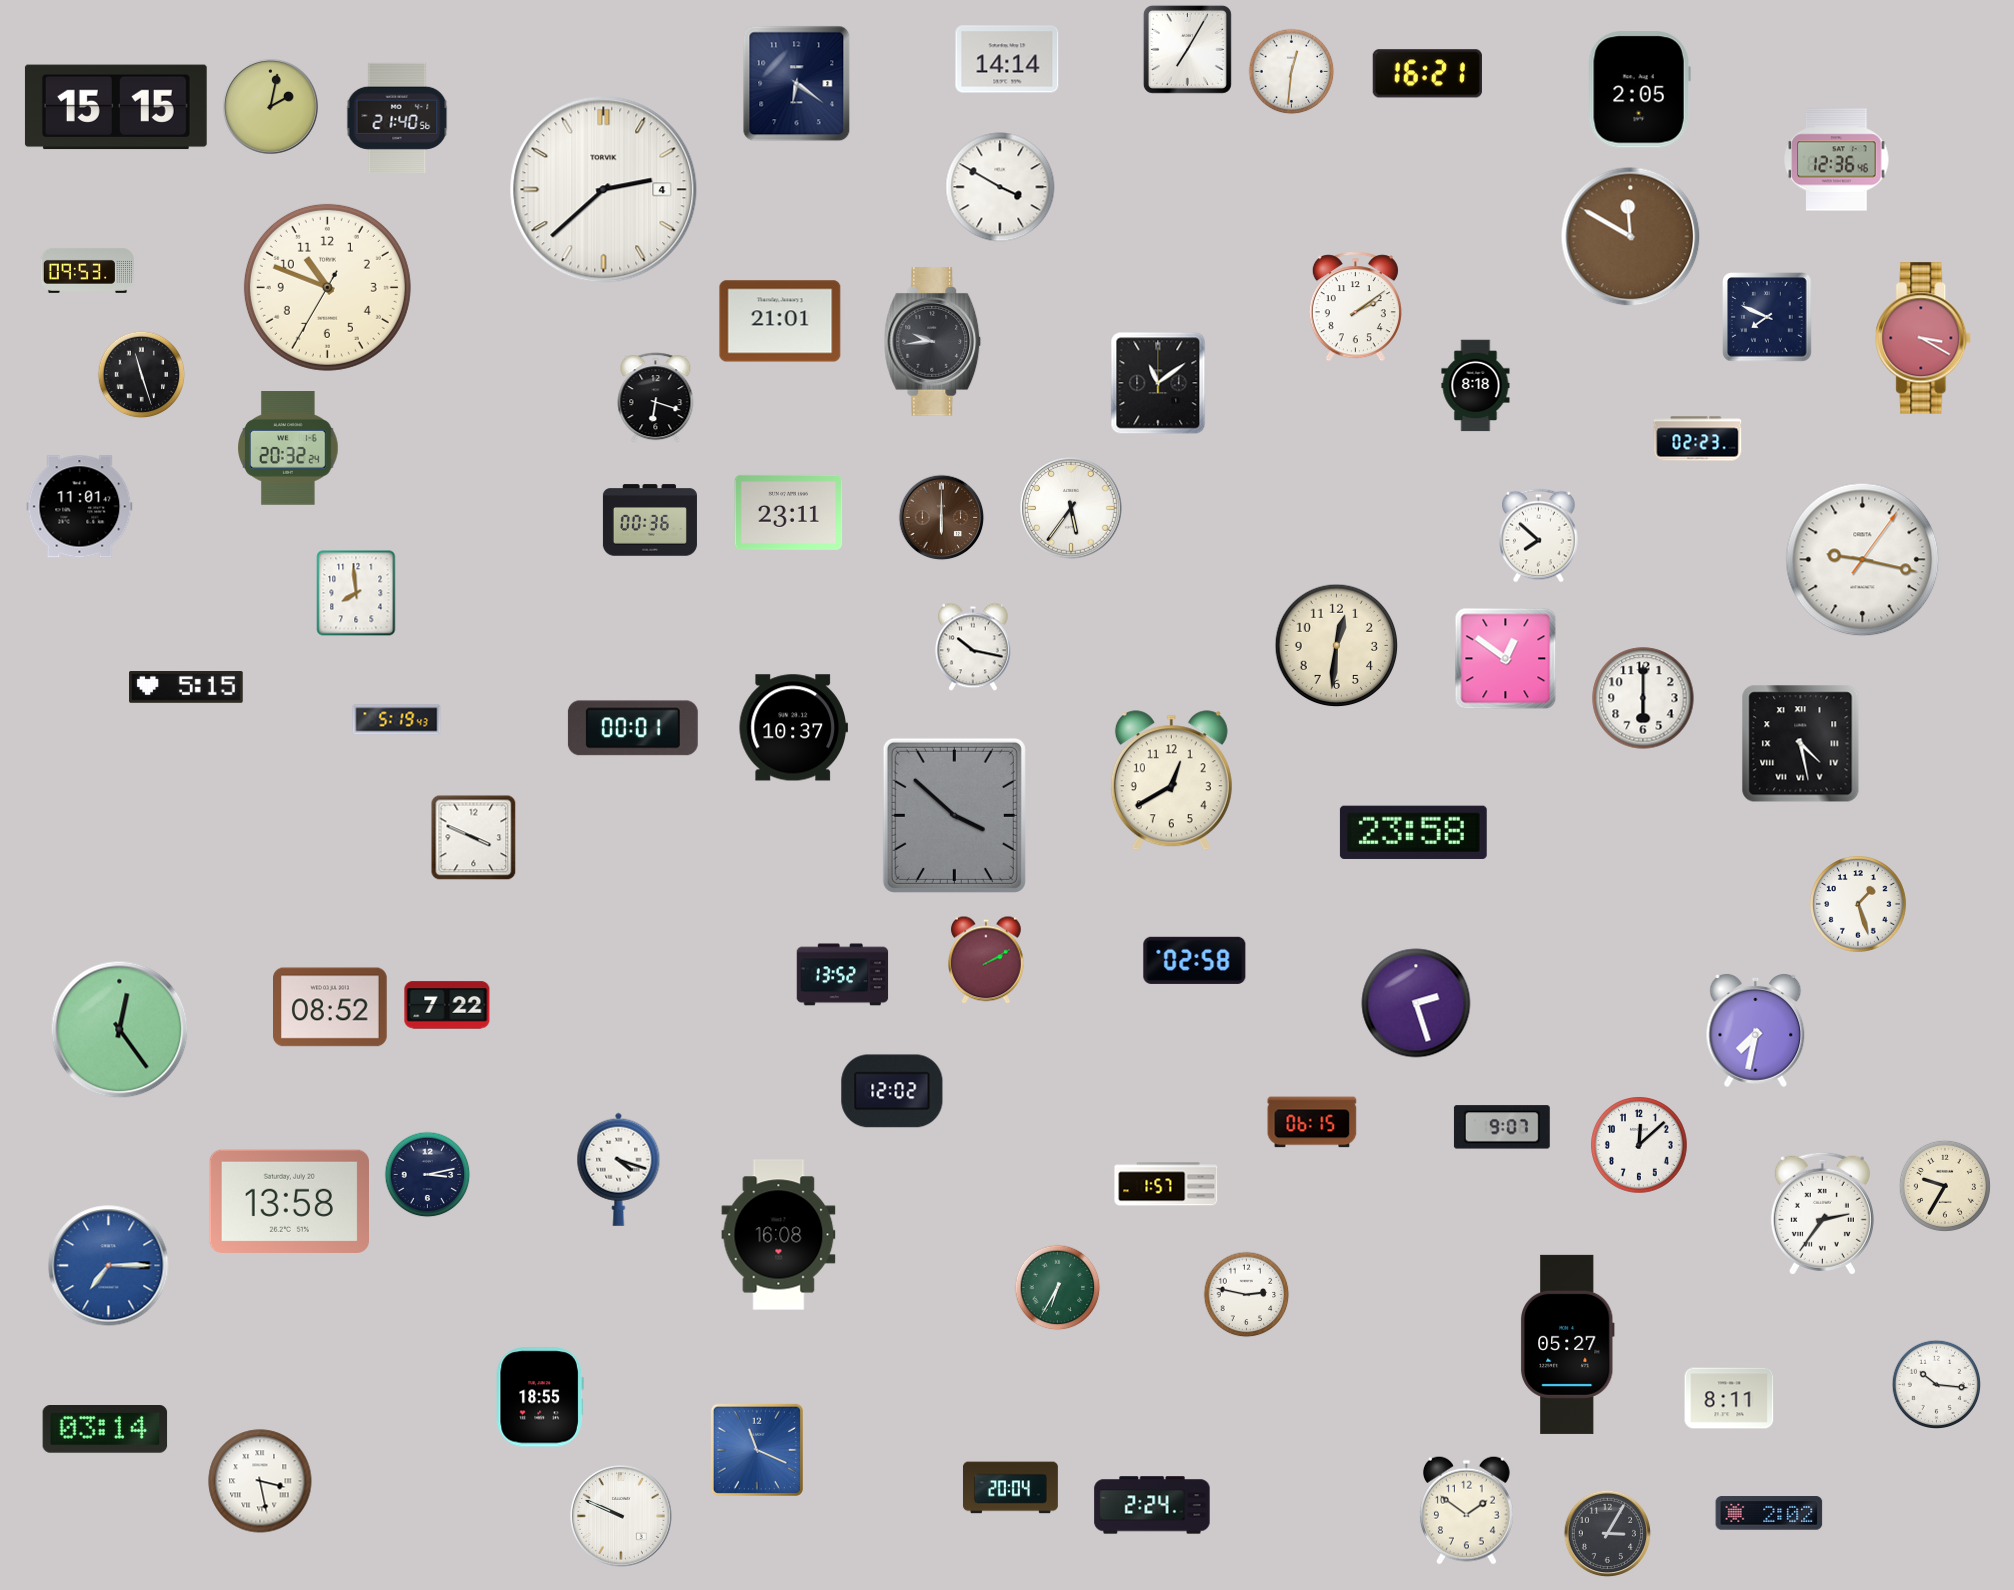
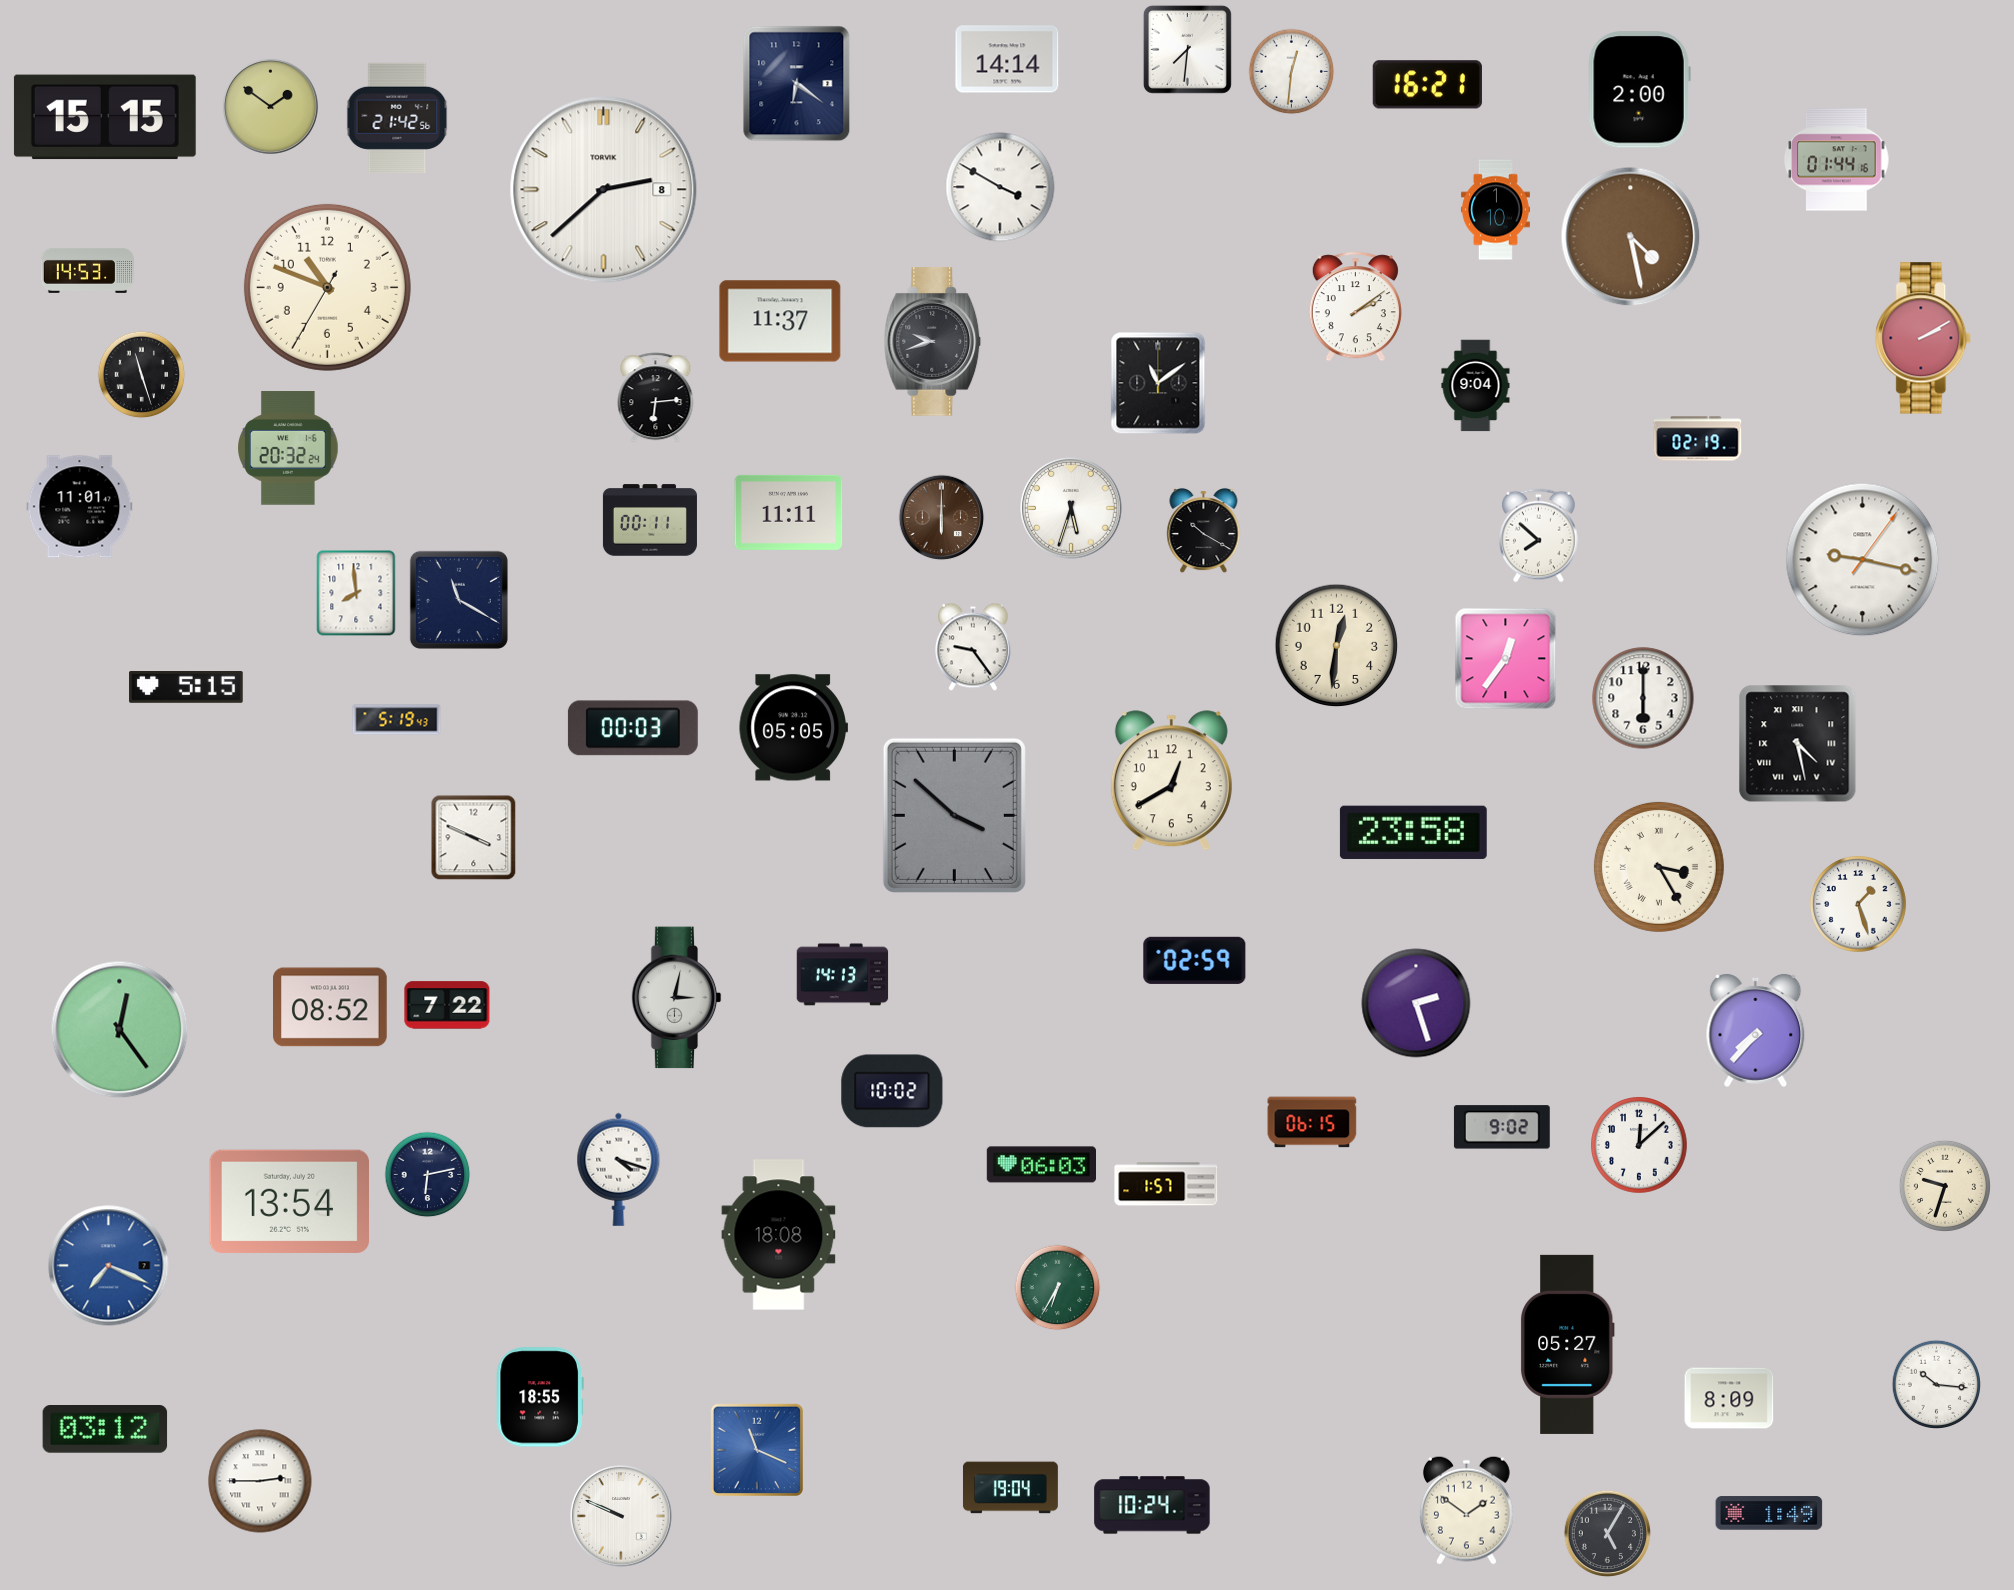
clock at (1187, 49): 7:05 -> 7:31
clock at (1427, 74) position: (1427, 74) -> (1427, 85)
clock at (1639, 90): 2:05 -> 2:00
clock at (270, 106): 2:02 -> 1:51
clock at (116, 107) position: (116, 107) -> (105, 117)
clock at (397, 118): 21:40 -> 21:42
clock at (1837, 160): 12:36 -> 01:44
clock at (604, 190) date: 4 -> 8
clock at (1495, 210): none -> 1:10
clock at (1631, 237): 11:50 -> 4:28
clock at (87, 270): 09:53 -> 14:53
clock at (1767, 317): 7:49 -> none
clock at (780, 321): 21:01 -> 11:37
clock at (1924, 338): 3:20 -> 2:10
clock at (933, 342): 9:44 -> 9:42
clock at (1476, 386): 8:18 -> 9:04
clock at (656, 398): 6:18 -> 6:14
clock at (1698, 439): 02:23 -> 02:19
clock at (1072, 509): 5:36 -> 5:33
clock at (789, 512): 23:11 -> 11:11
clock at (650, 520): 00:36 -> 00:11
clock at (1204, 531): none -> 10:20
clock at (459, 600): none -> 11:20
clock at (973, 647): 10:17 -> 9:24
clock at (1506, 659): 12:51 -> 12:36
clock at (633, 728): 00:01 -> 00:03
clock at (793, 728): 10:37 -> 05:05
clock at (1801, 744) position: (1801, 744) -> (1798, 744)
clock at (1659, 867): none -> 3:25
clock at (986, 960): 2:10 -> none
clock at (1195, 960): 02:58 -> 02:59
clock at (843, 975): 13:52 -> 14:13
clock at (677, 998): none -> 3:02
clock at (1756, 1030): 7:32 -> 7:37
clock at (892, 1091): 12:02 -> 10:02
clock at (1502, 1127): 9:07 -> 9:02
clock at (1041, 1165): none -> 06:03
clock at (428, 1175): 3:13 -> 6:13
clock at (1945, 1186): 9:35 -> 9:33
clock at (290, 1201): 13:58 -> 13:54
clock at (1822, 1213): 2:36 -> none
clock at (779, 1235): 16:08 -> 18:08
clock at (109, 1266): 7:15 -> 7:19
clock at (1247, 1295): 2:47 -> none
clock at (1729, 1398): 8:11 -> 8:09
clock at (105, 1430): 03:14 -> 03:12
clock at (260, 1481): 3:28 -> 2:45
clock at (1010, 1488): 20:04 -> 19:04
clock at (1152, 1505): 2:24 -> 10:24
clock at (1769, 1513): 2:02 -> 1:49
clock at (1608, 1534): 3:05 -> 5:05
